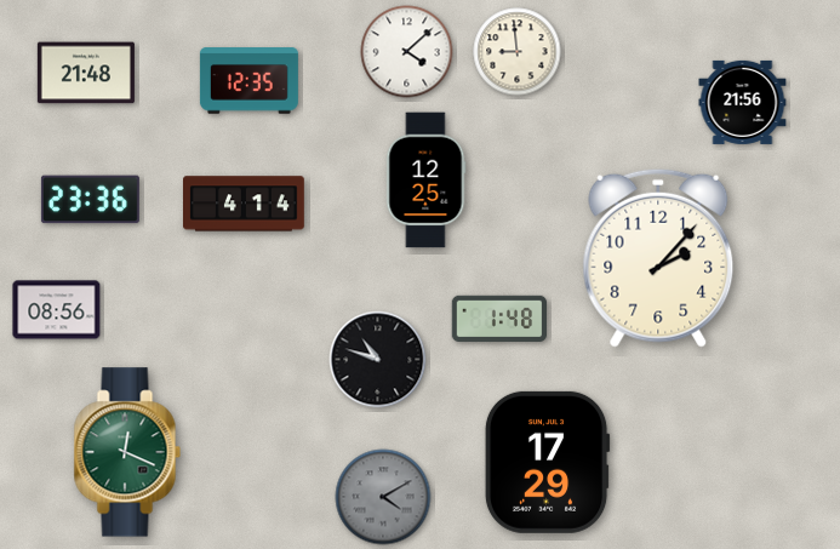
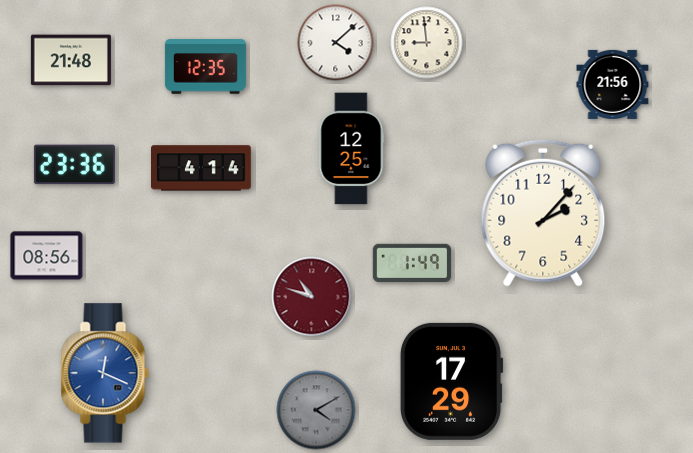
clock at (499, 318): 1:48 -> 1:49
clock at (378, 360) dial: black -> burgundy
clock at (127, 452) dial: green -> blue
